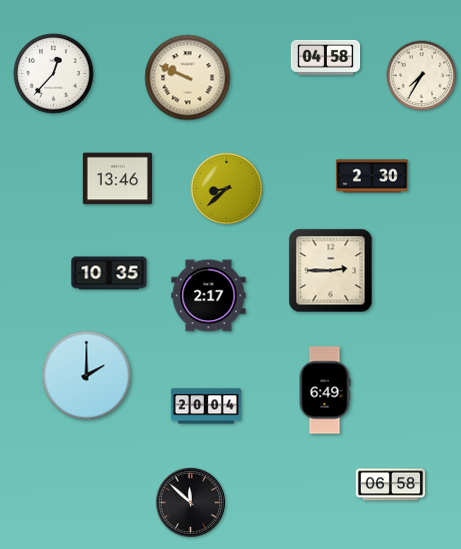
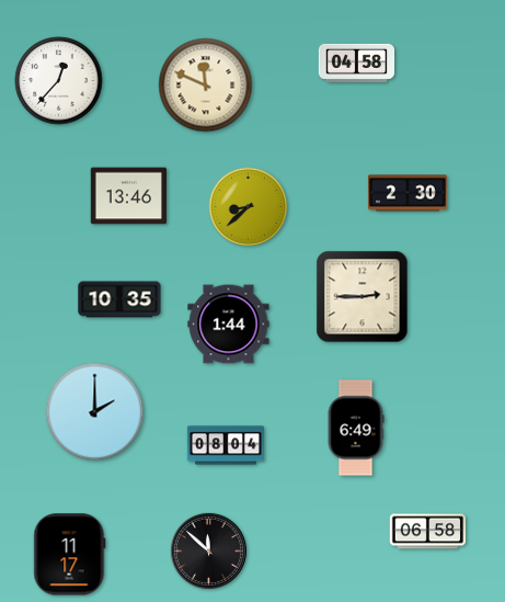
clock at (422, 76): 7:35 -> none
clock at (188, 78): 9:49 -> 11:49
clock at (209, 296): 2:17 -> 1:44
clock at (206, 406): 20:04 -> 08:04
clock at (70, 555): none -> 11:17
